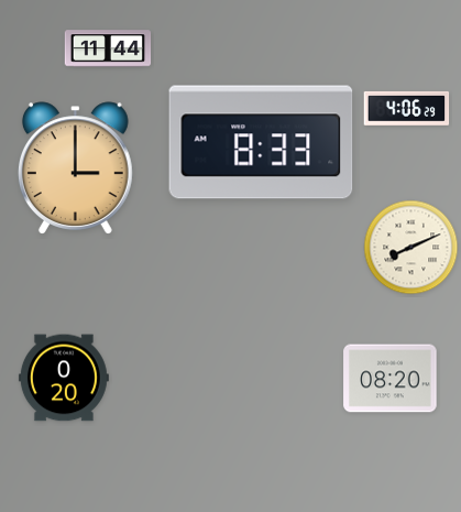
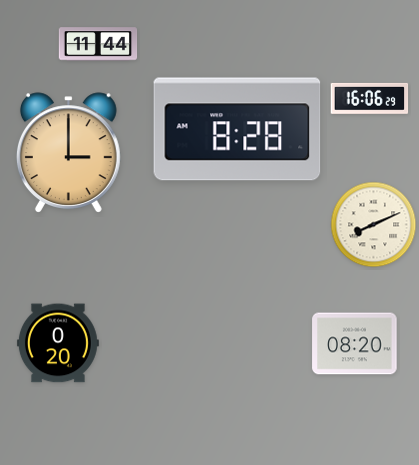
clock at (407, 108): 4:06 -> 16:06
clock at (261, 142): 8:33 -> 8:28
